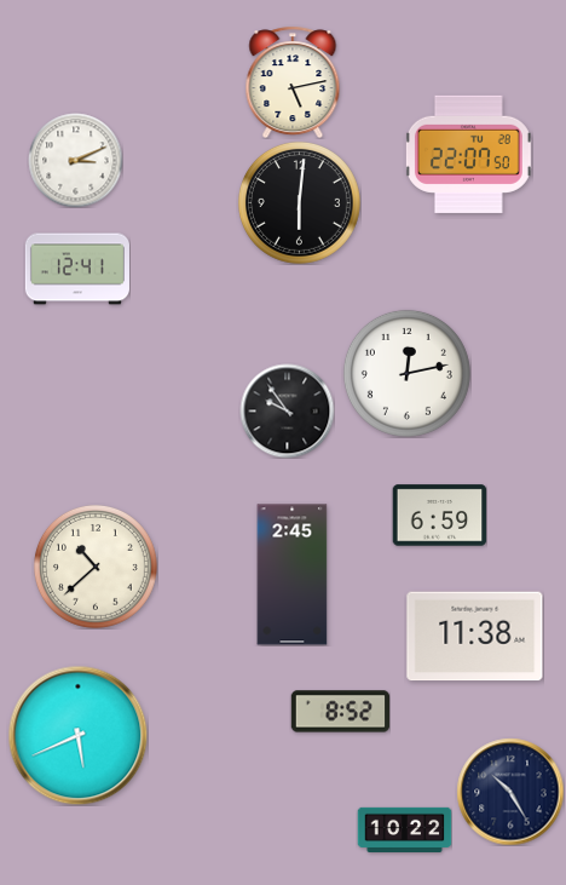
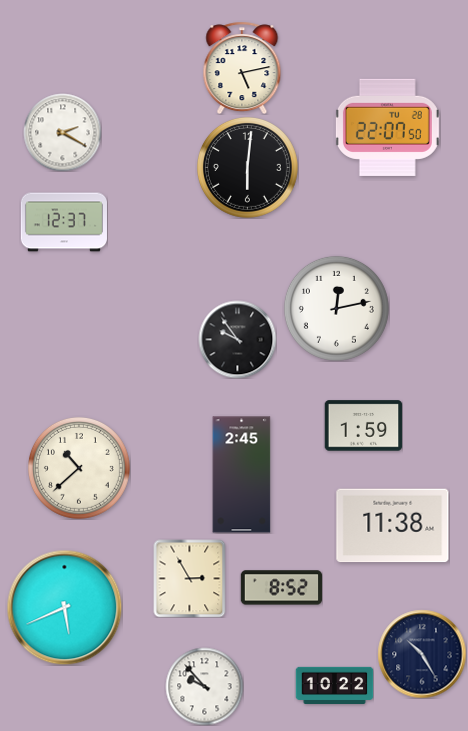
clock at (75, 160): 3:11 -> 2:20
clock at (77, 269): 12:41 -> 12:37
clock at (439, 516): 6:59 -> 1:59
clock at (190, 578): none -> 2:55
clock at (204, 686): none -> 9:53
